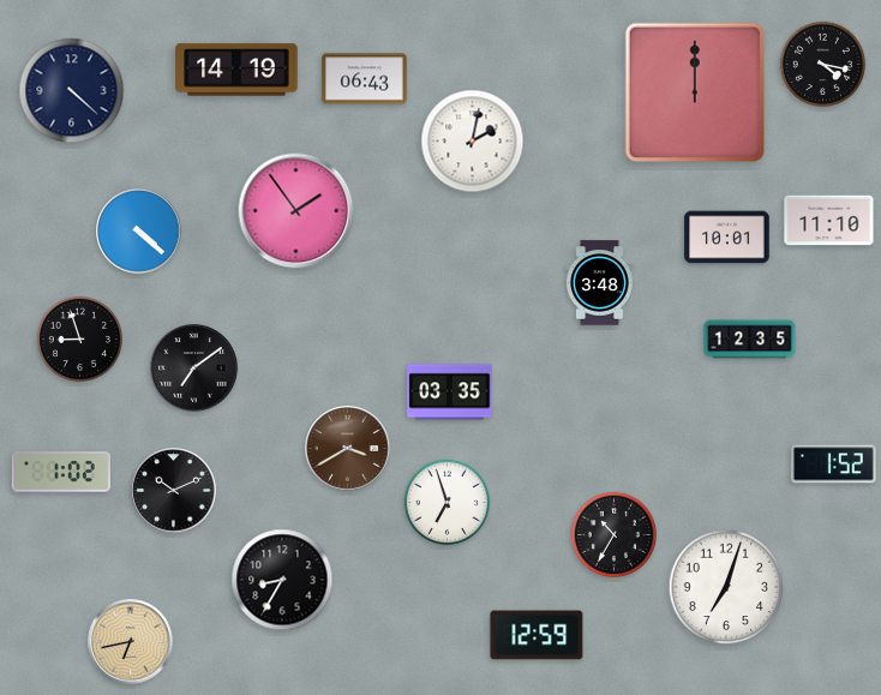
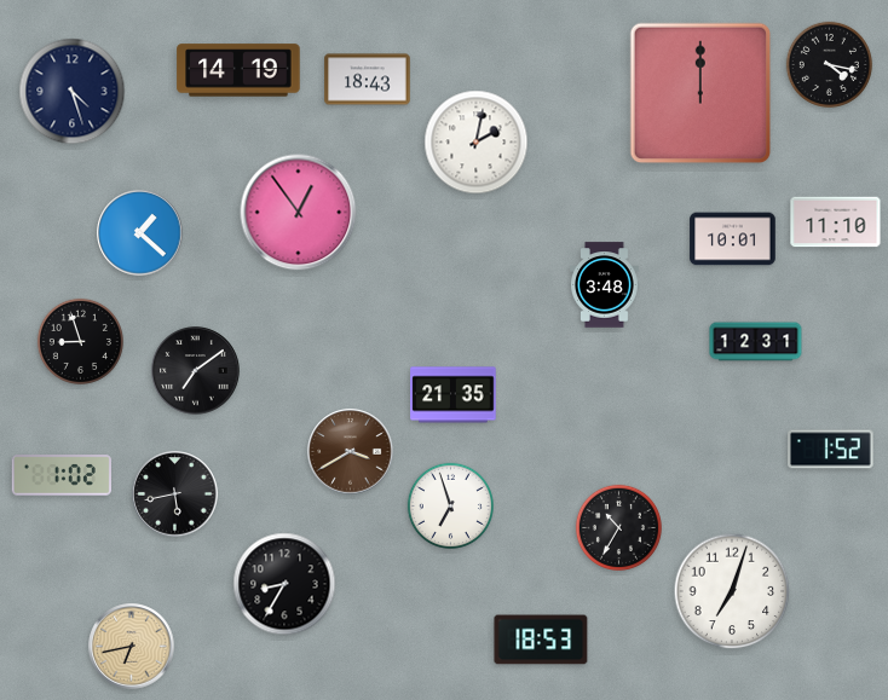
clock at (365, 79): 06:43 -> 18:43
clock at (72, 91): 4:22 -> 4:27
clock at (296, 211): 1:54 -> 12:54
clock at (139, 232): 4:22 -> 1:22
clock at (750, 340): 12:35 -> 12:31
clock at (450, 393): 03:35 -> 21:35
clock at (834, 465) position: (834, 465) -> (831, 450)
clock at (174, 491): 10:11 -> 5:43
clock at (613, 534) position: (613, 534) -> (618, 527)
clock at (537, 635): 12:59 -> 18:53
